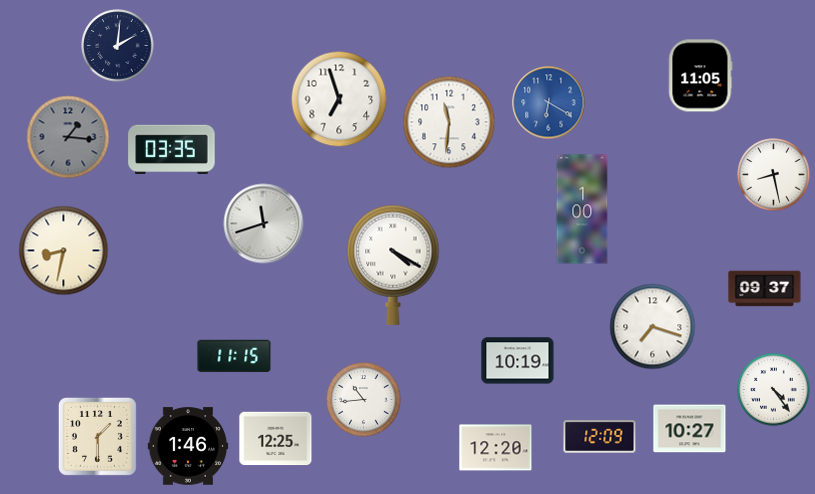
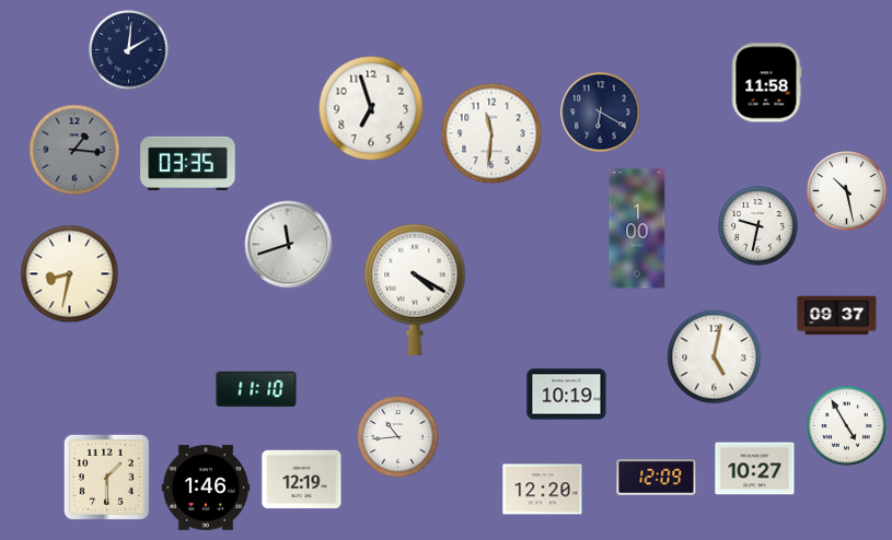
clock at (700, 76): 11:05 -> 11:58
clock at (549, 103) dial: blue -> navy
clock at (774, 175): 8:28 -> 10:28
clock at (758, 226): none -> 9:32
clock at (393, 265) position: (393, 265) -> (415, 290)
clock at (653, 327): 7:18 -> 5:02
clock at (234, 356): 11:15 -> 11:10
clock at (774, 390): 4:24 -> 4:55
clock at (276, 439): 12:25 -> 12:19
